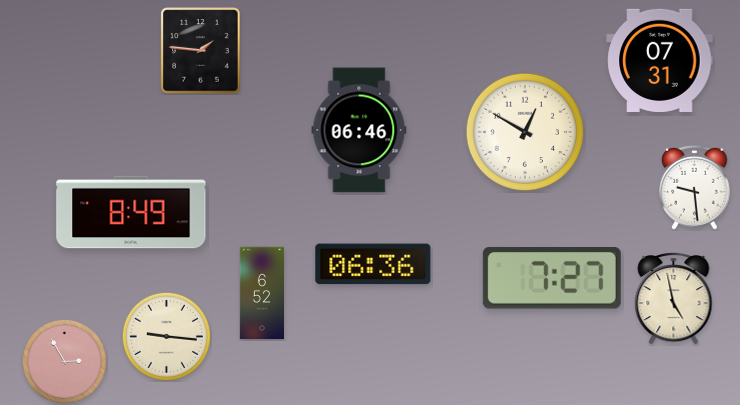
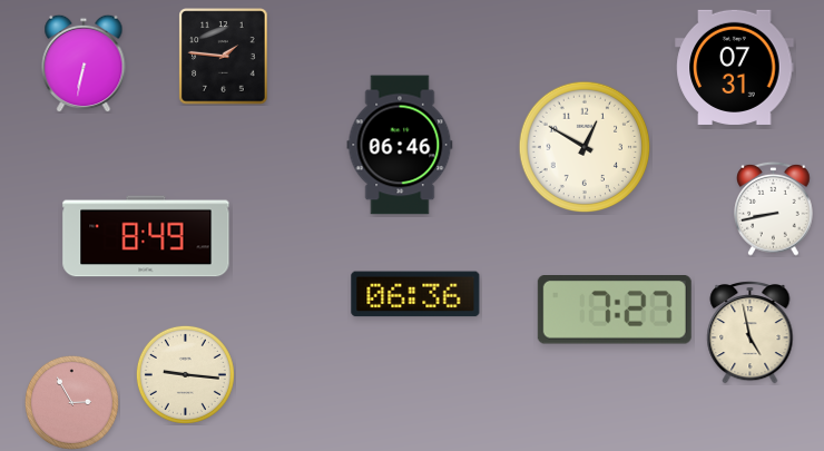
clock at (84, 63): none -> 6:32
clock at (695, 187): 9:29 -> 8:43
clock at (261, 293): 6:52 -> none
